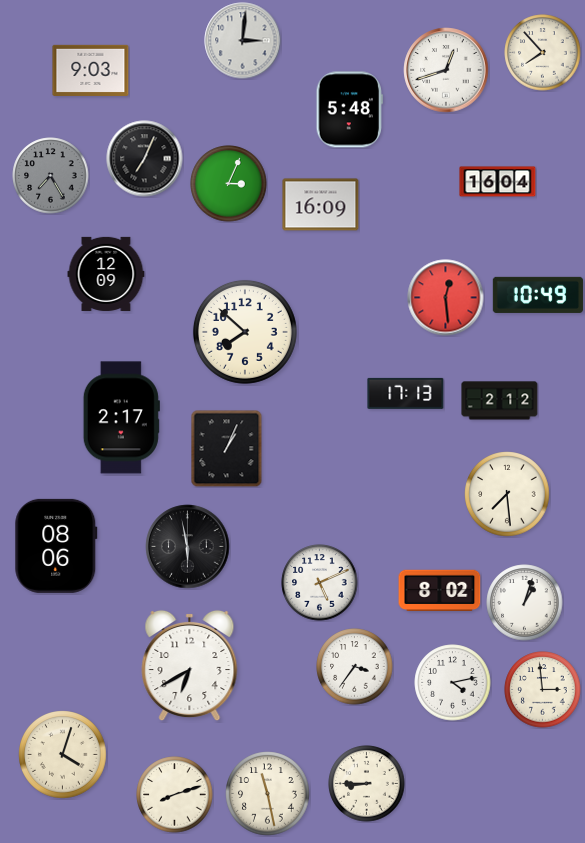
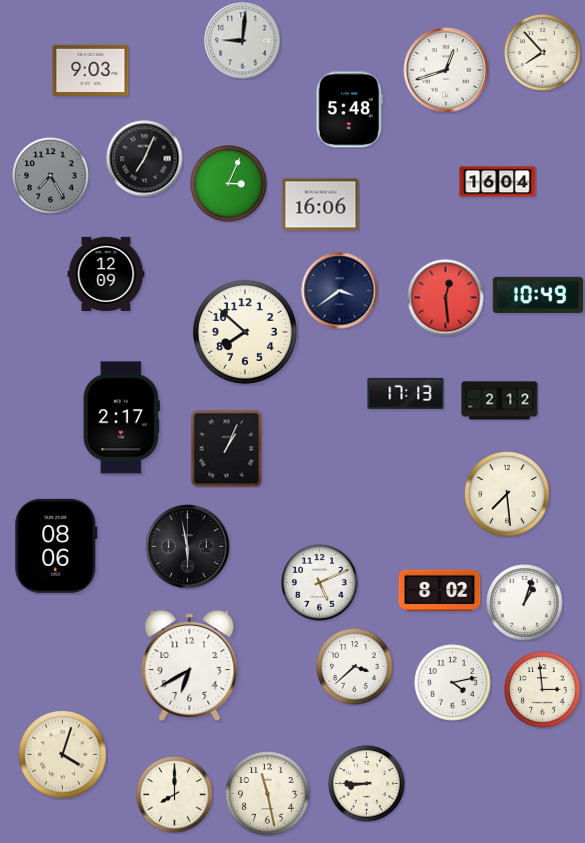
clock at (243, 41): 3:01 -> 9:01
clock at (321, 205): 16:09 -> 16:06
clock at (340, 291): none -> 3:39
clock at (355, 667): 3:36 -> 3:38
clock at (175, 795): 8:12 -> 8:00
